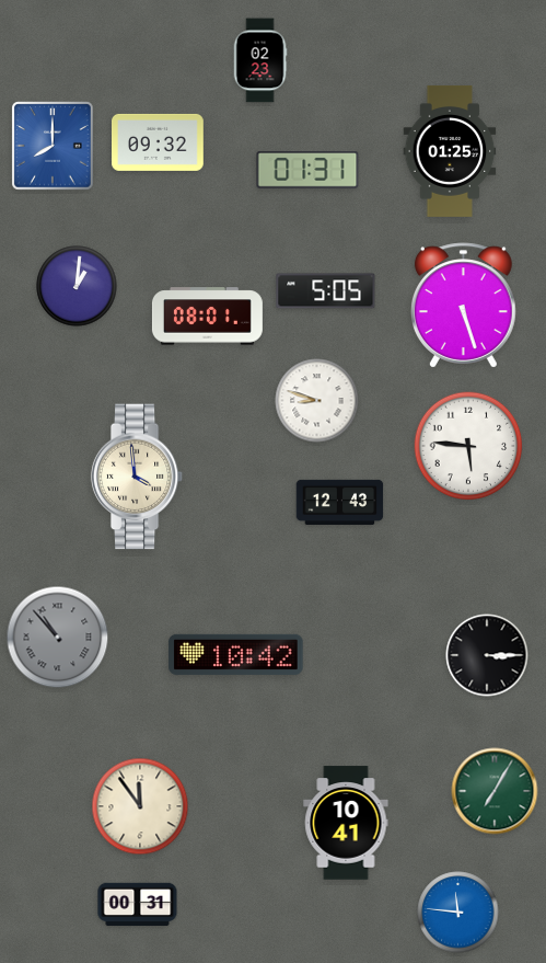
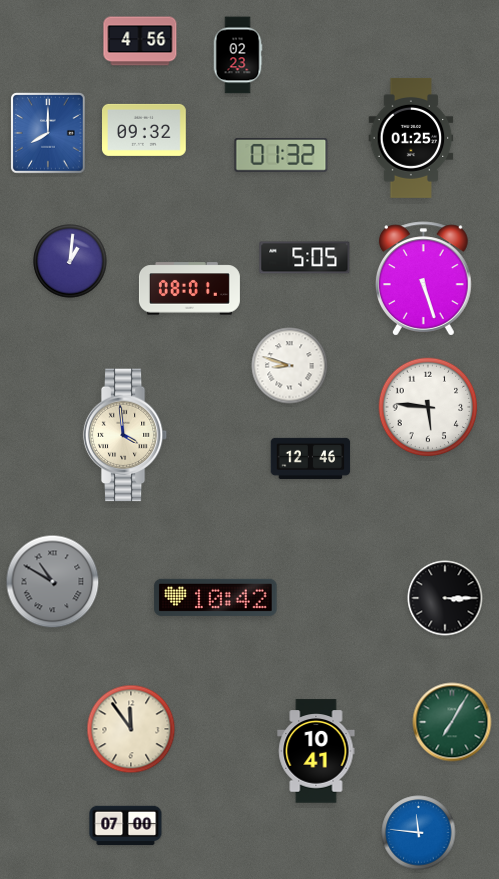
clock at (140, 41): none -> 4:56
clock at (307, 171): 01:31 -> 01:32
clock at (326, 291) position: (326, 291) -> (305, 258)
clock at (340, 502): 12:43 -> 12:46
clock at (58, 638): 10:53 -> 10:50
clock at (140, 806) position: (140, 806) -> (131, 729)
clock at (138, 905): 00:31 -> 07:00
